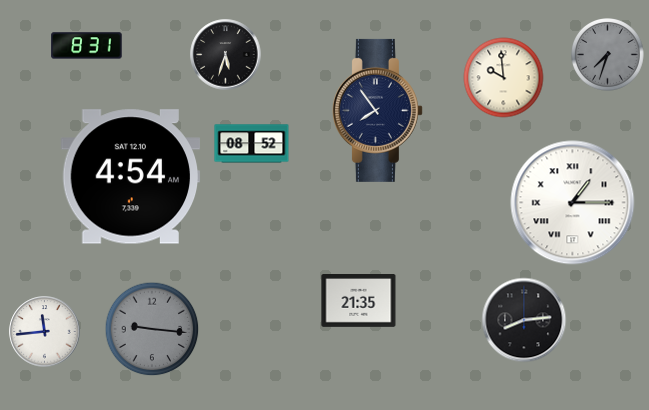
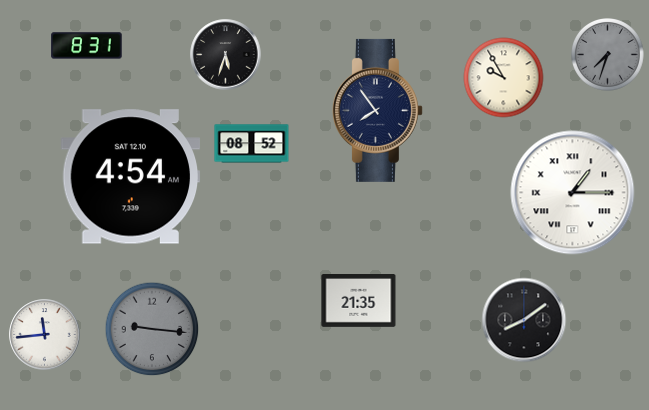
clock at (504, 78): 9:59 -> 9:55
clock at (573, 203) position: (573, 203) -> (573, 193)
clock at (524, 320): 8:14 -> 8:09
clock at (45, 332) position: (45, 332) -> (45, 335)
